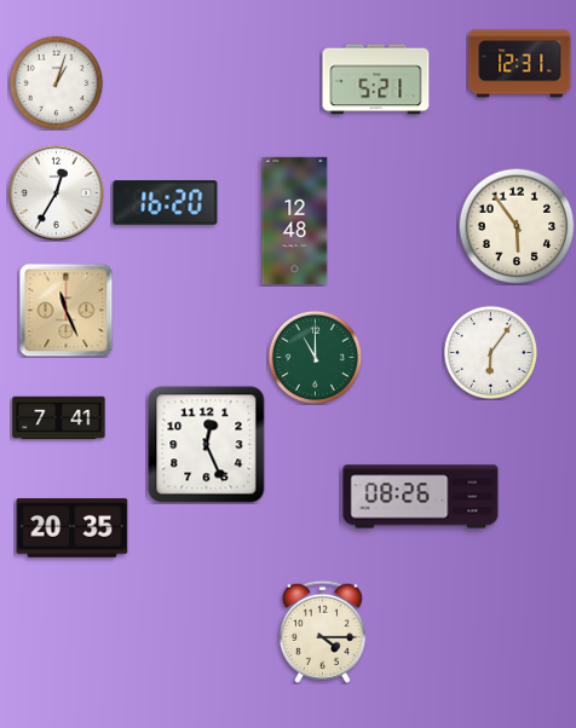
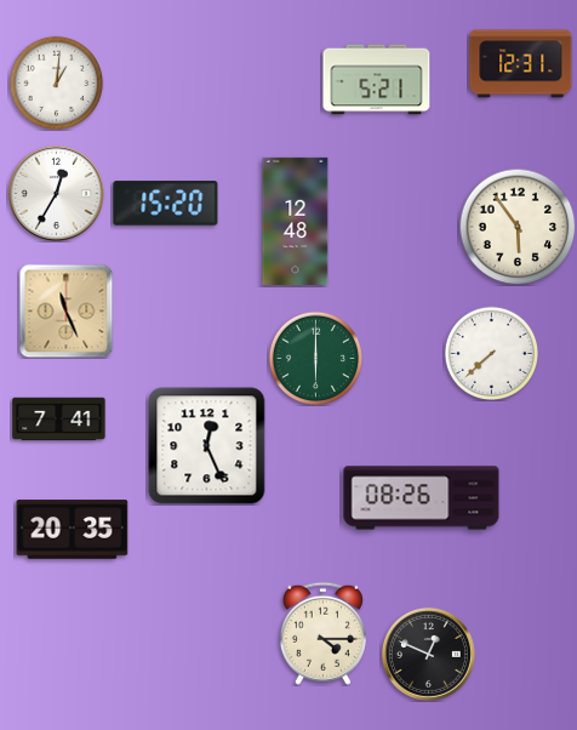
clock at (56, 82): 1:03 -> 1:01
clock at (166, 203): 16:20 -> 15:20
clock at (490, 352): 6:06 -> 7:38
clock at (315, 357): 11:00 -> 6:00
clock at (428, 654): none -> 12:49
